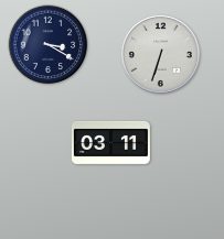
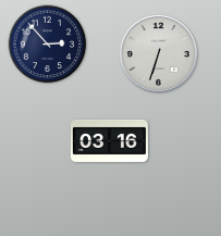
clock at (49, 45): 3:20 -> 2:53
clock at (110, 142): 03:11 -> 03:16
